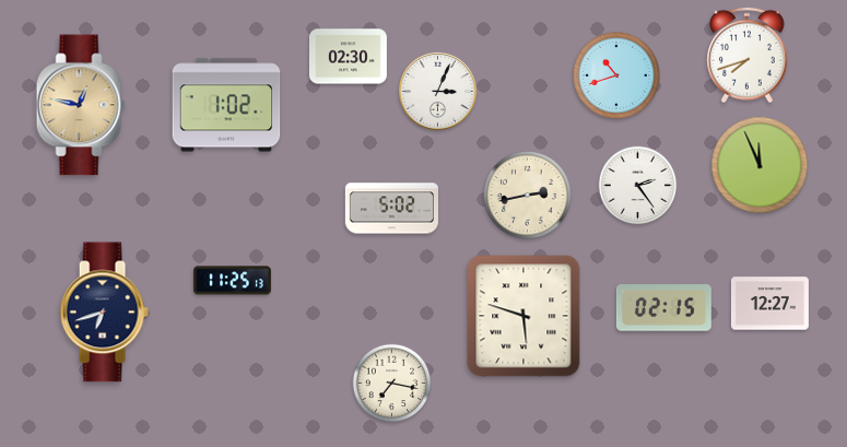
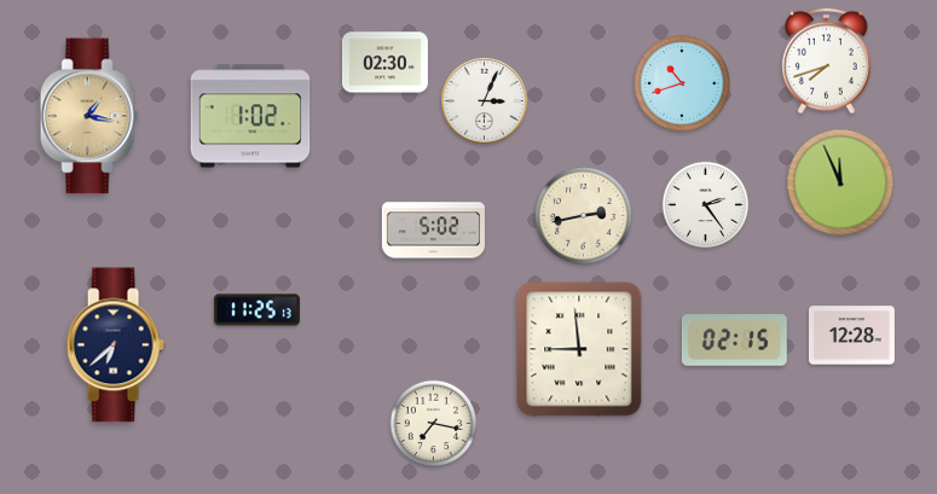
clock at (81, 105): 12:47 -> 1:17
clock at (769, 304): 12:27 -> 12:28
clock at (104, 313): 6:42 -> 6:38
clock at (524, 316): 5:48 -> 8:59
